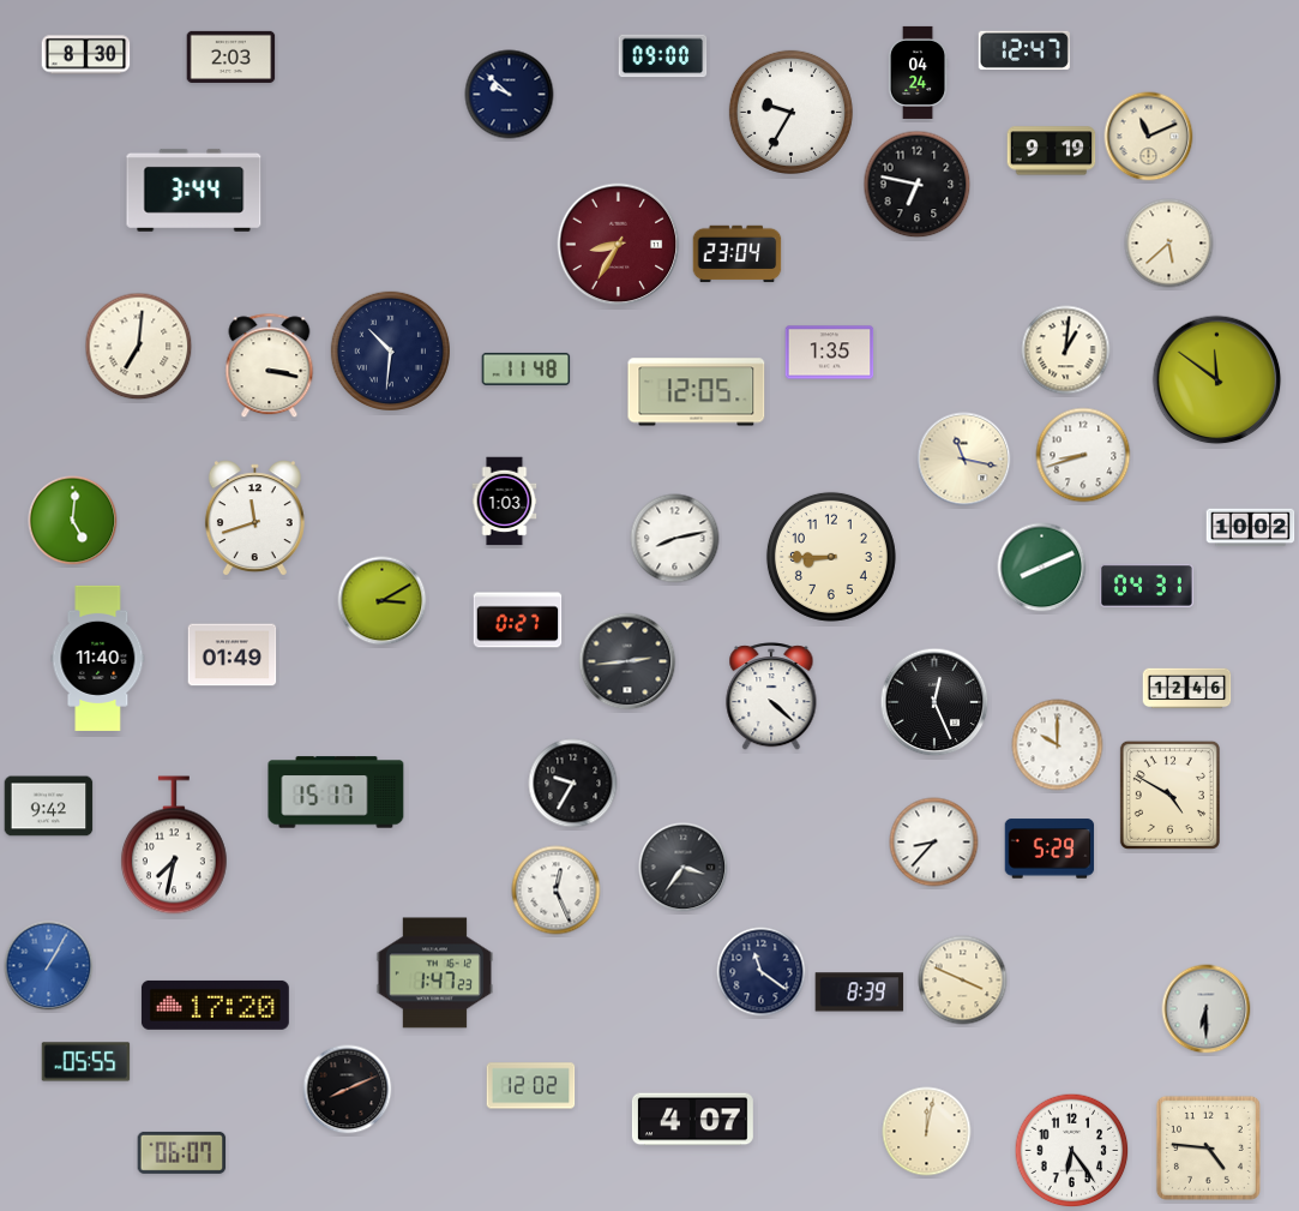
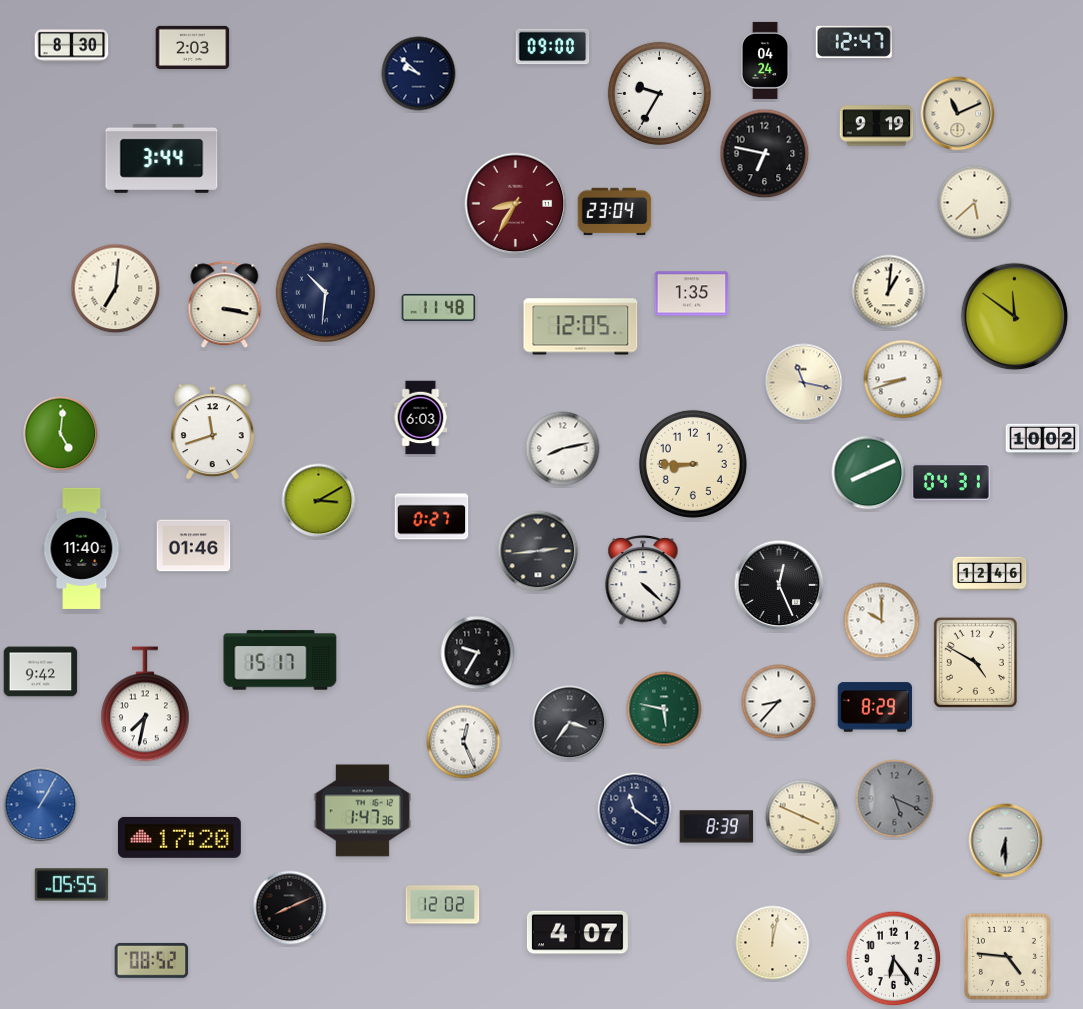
clock at (510, 95) position: (510, 95) -> (419, 74)
clock at (505, 502): 1:03 -> 6:03
clock at (1147, 586) position: (1147, 586) -> (951, 482)
clock at (233, 655): 01:49 -> 01:46
clock at (627, 661) position: (627, 661) -> (538, 551)
clock at (1050, 849): 5:29 -> 8:29
clock at (664, 709): none -> 5:47
clock at (895, 799): none -> 5:19
clock at (434, 973): 1:47:23 -> 1:47:36
clock at (182, 1152): 06:07 -> 08:52
